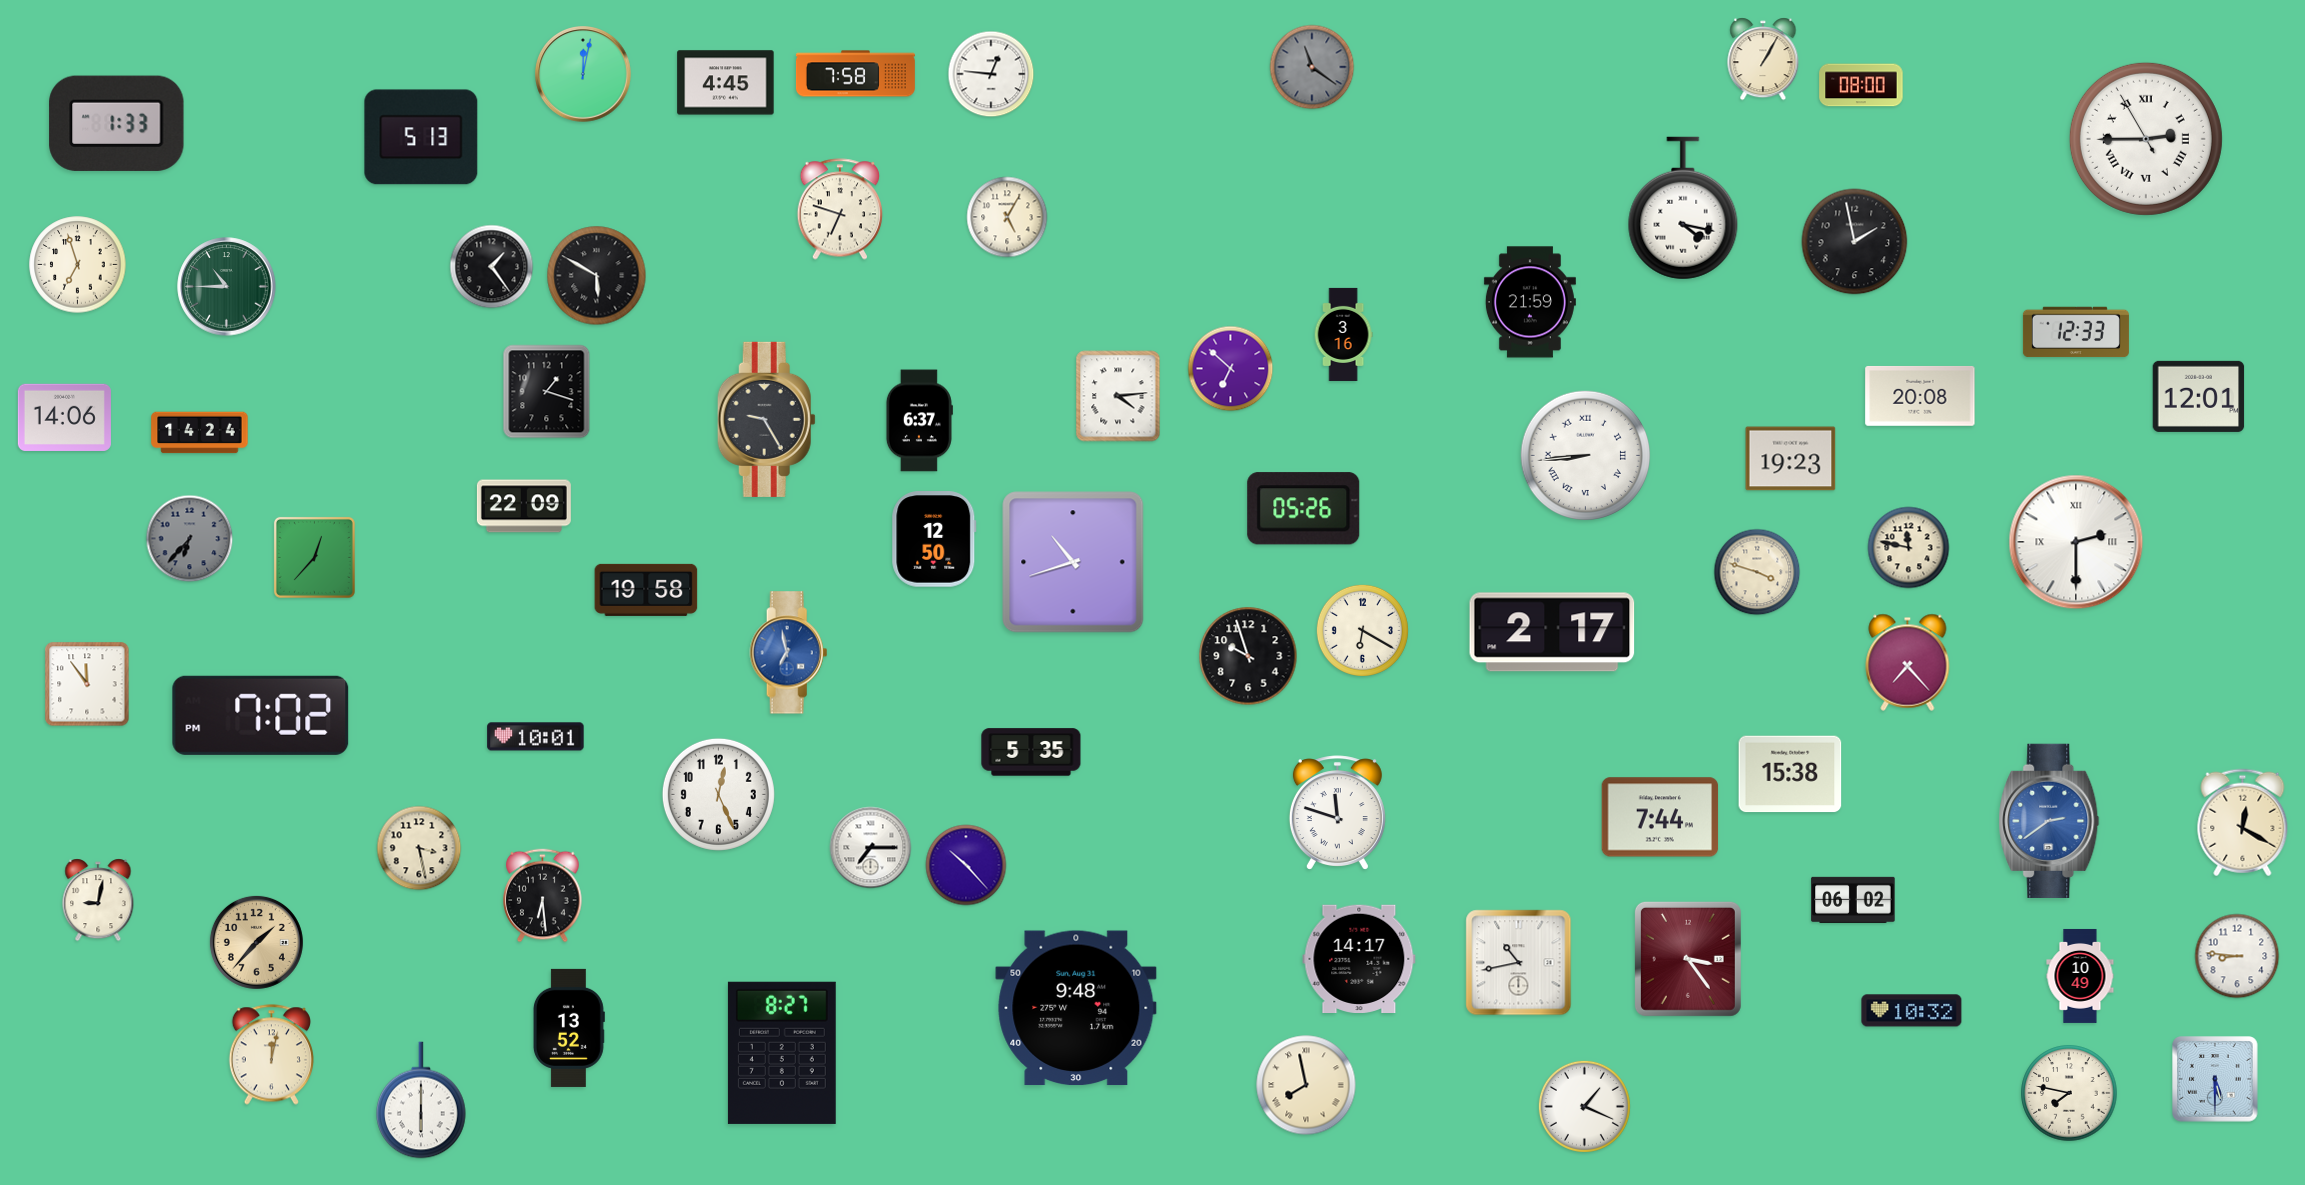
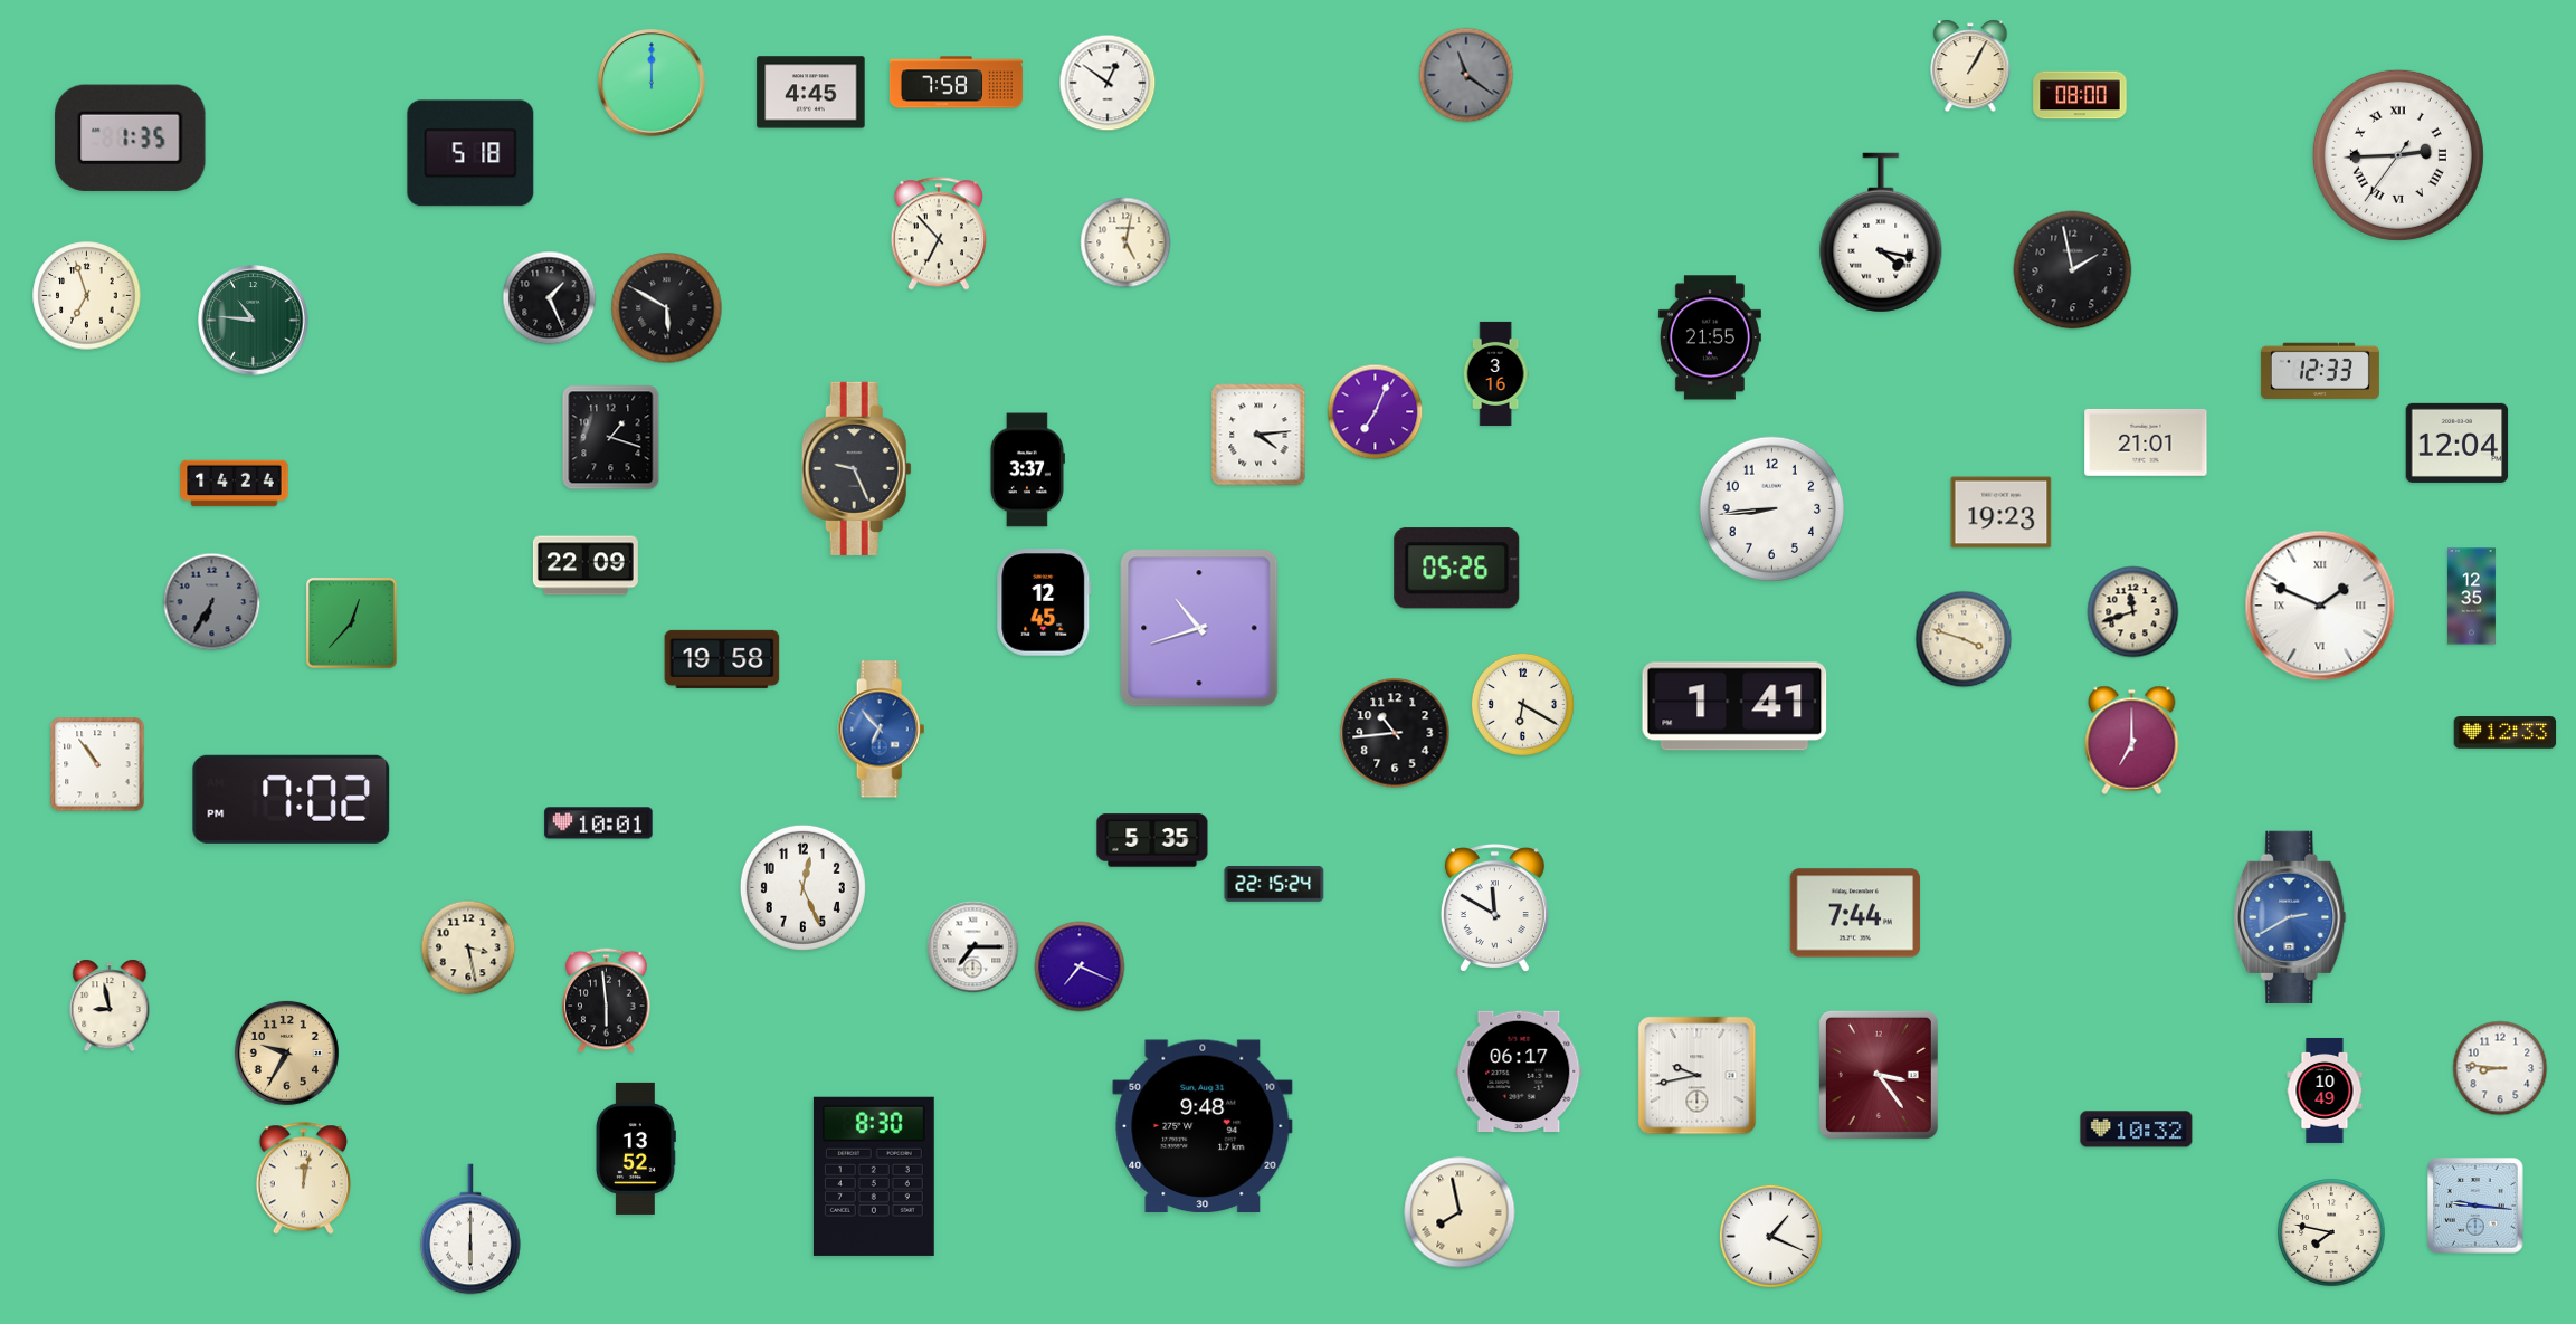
clock at (991, 74): 12:46 -> 12:51
clock at (584, 75): 12:02 -> 12:00
clock at (117, 123): 1:33 -> 1:35
clock at (421, 137): 5:13 -> 5:18
clock at (2146, 139): 2:44:55 -> 2:44:36
clock at (840, 209): 6:48 -> 6:53
clock at (1007, 217): 5:05 -> 5:02
clock at (492, 267): 1:24 -> 1:26
clock at (227, 287): 10:45 -> 10:46
clock at (1530, 302): 21:59 -> 21:55
clock at (1343, 334) position: (1343, 334) -> (1495, 373)
clock at (1231, 369): 6:52 -> 7:04
clock at (1118, 396) position: (1118, 396) -> (1258, 435)
clock at (1920, 396): 20:08 -> 21:01
clock at (2199, 396): 12:01 -> 12:04
clock at (64, 417): 14:06 -> none
clock at (766, 419): 9:25 -> 9:26
clock at (919, 421): 6:37 -> 3:37
clock at (200, 433) position: (200, 433) -> (235, 484)
clock at (1586, 456) numerals: Roman -> Arabic
clock at (2471, 597): none -> 12:35
clock at (190, 539): 6:37 -> 6:35
clock at (934, 539): 12:50 -> 12:45
clock at (2076, 542): 2:30 -> 1:49
clock at (1909, 548): 11:47 -> 11:42
clock at (1552, 632): 2:17 -> 1:41
clock at (789, 653): 6:58 -> 6:53
clock at (1248, 656): 9:57 -> 10:44
clock at (2506, 733): none -> 12:33
clock at (1908, 662): 7:23 -> 7:00
clock at (87, 684): 11:54 -> 10:54
clock at (1790, 774): 15:38 -> none
clock at (1274, 885): none -> 22:15
clock at (1337, 813): 11:48 -> 11:50
clock at (2049, 821): 2:39 -> 2:40
clock at (2243, 823): 12:20 -> none
clock at (966, 865): 10:23 -> 7:19
clock at (543, 896): 6:29 -> 5:59
clock at (98, 900): 9:02 -> 8:58
clock at (1853, 900): 06:02 -> none
clock at (256, 942): 1:37 -> 9:35
clock at (1359, 958): 14:17 -> 06:17
clock at (1688, 959) position: (1688, 959) -> (1879, 1075)
clock at (1519, 963): 10:43 -> 9:43
clock at (782, 1053): 8:27 -> 8:30
clock at (2215, 1079): 5:30 -> 9:16
clock at (2069, 1093) position: (2069, 1093) -> (2331, 1232)
